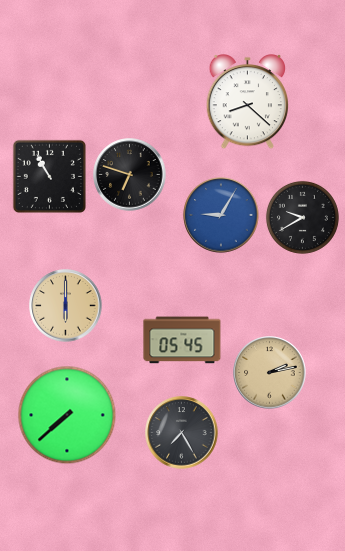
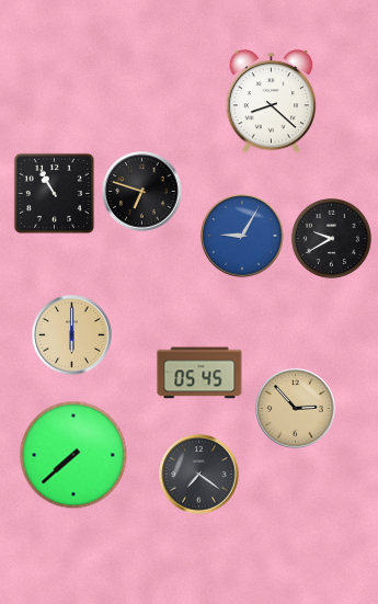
clock at (247, 103) position: (247, 103) -> (271, 103)
clock at (270, 373): 2:13 -> 2:53
clock at (182, 433): 7:25 -> 7:21
